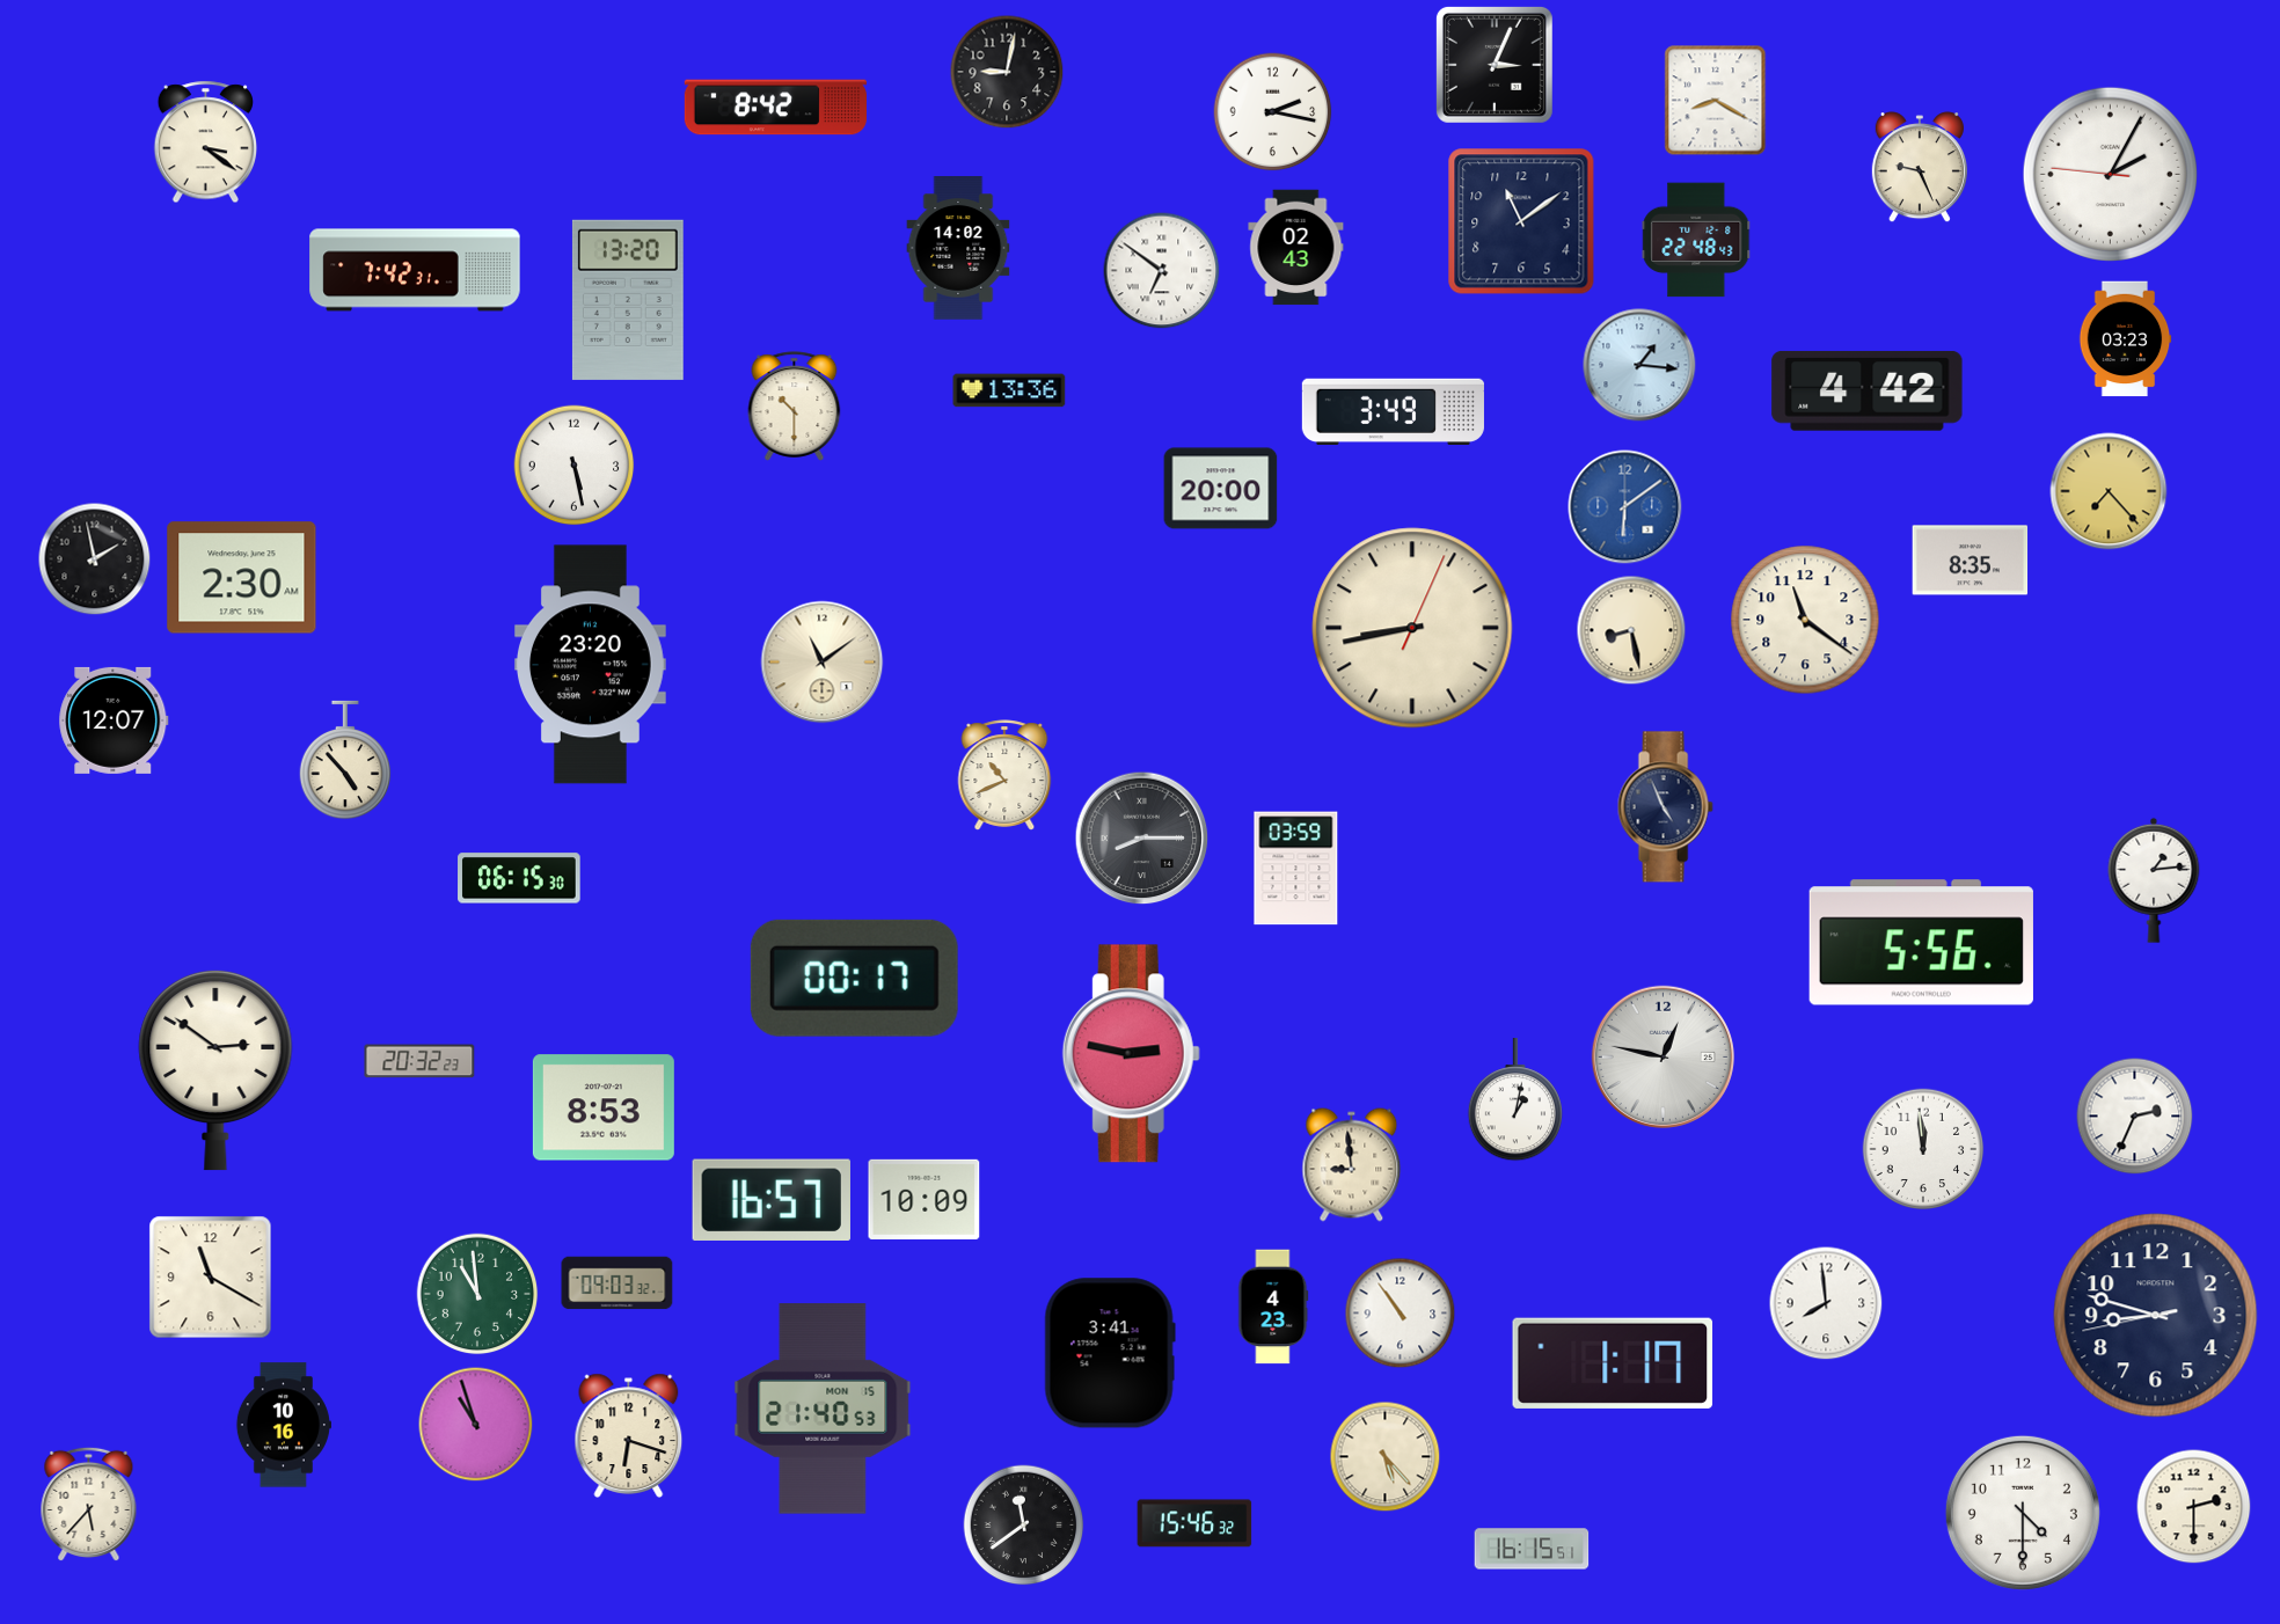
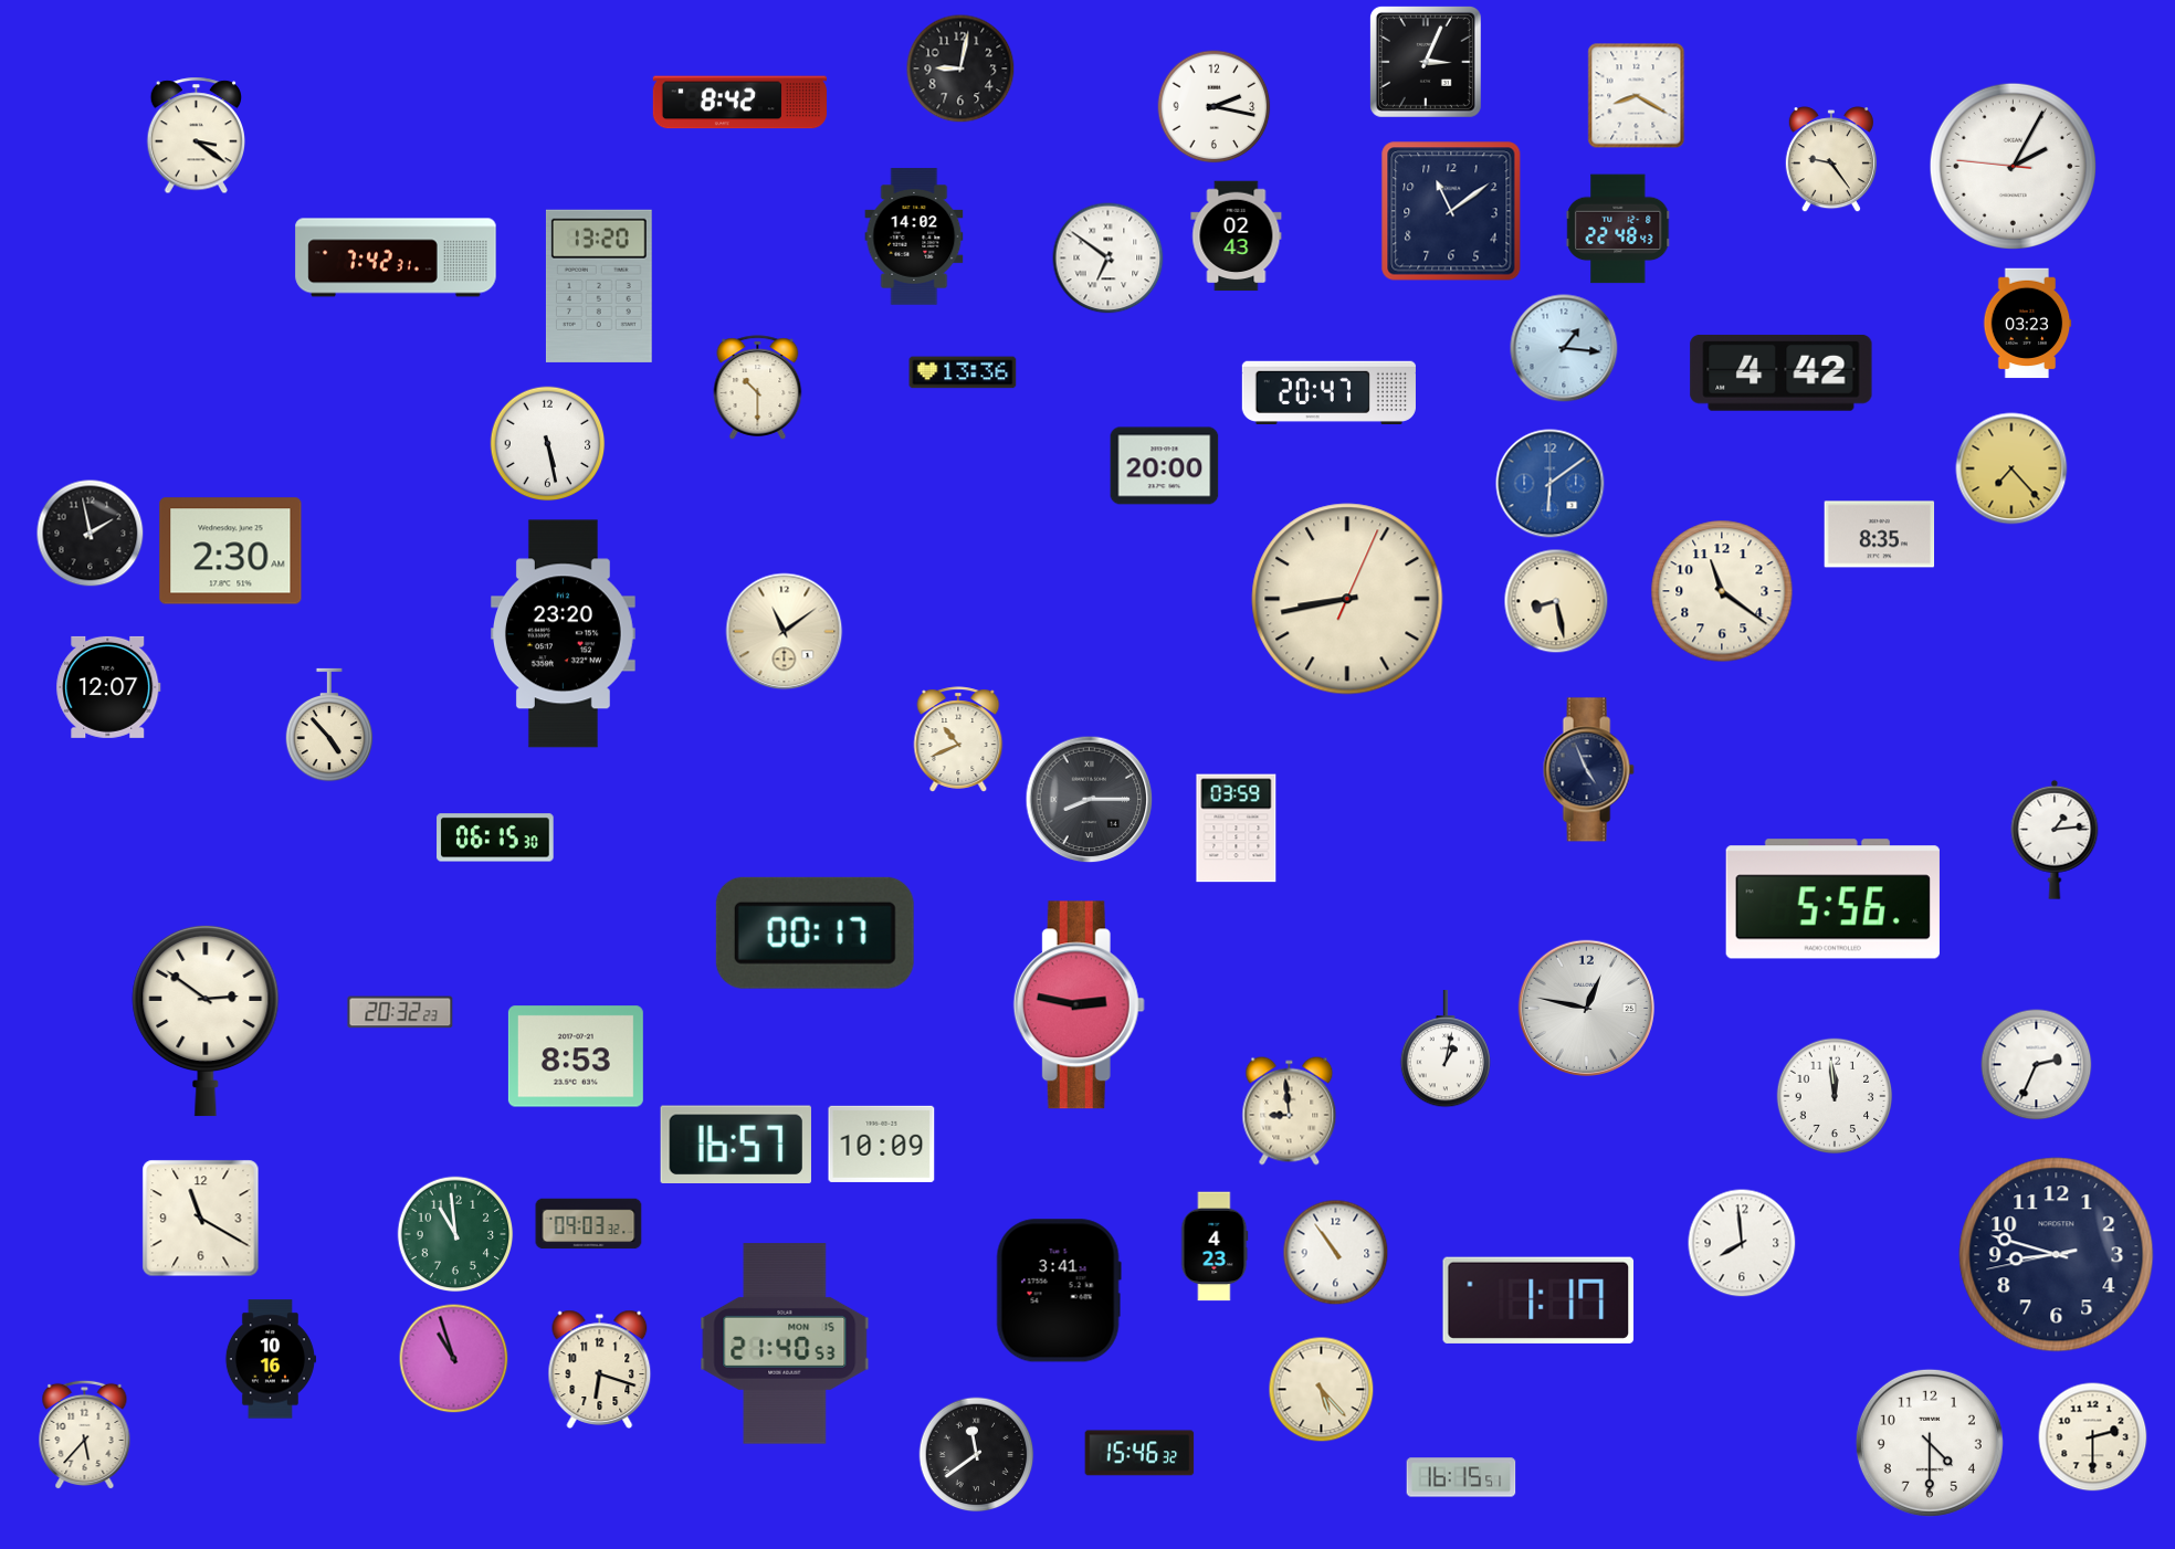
clock at (1920, 168): 9:26 -> 9:24
clock at (1393, 411): 3:49 -> 20:47
